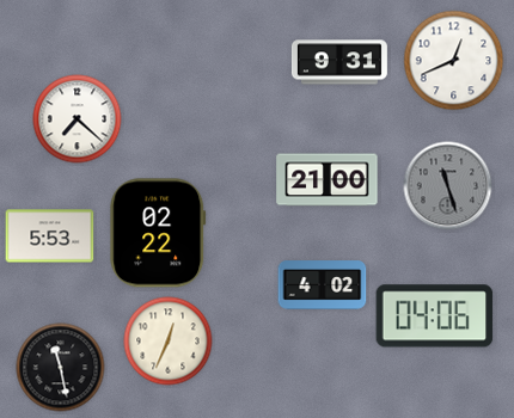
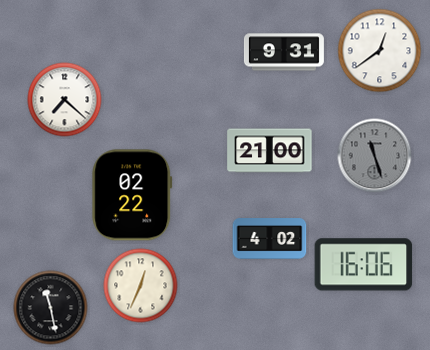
clock at (454, 61): 12:41 -> 12:39
clock at (328, 180) position: (328, 180) -> (270, 151)
clock at (50, 236): 5:53 -> none
clock at (435, 316): 04:06 -> 16:06
